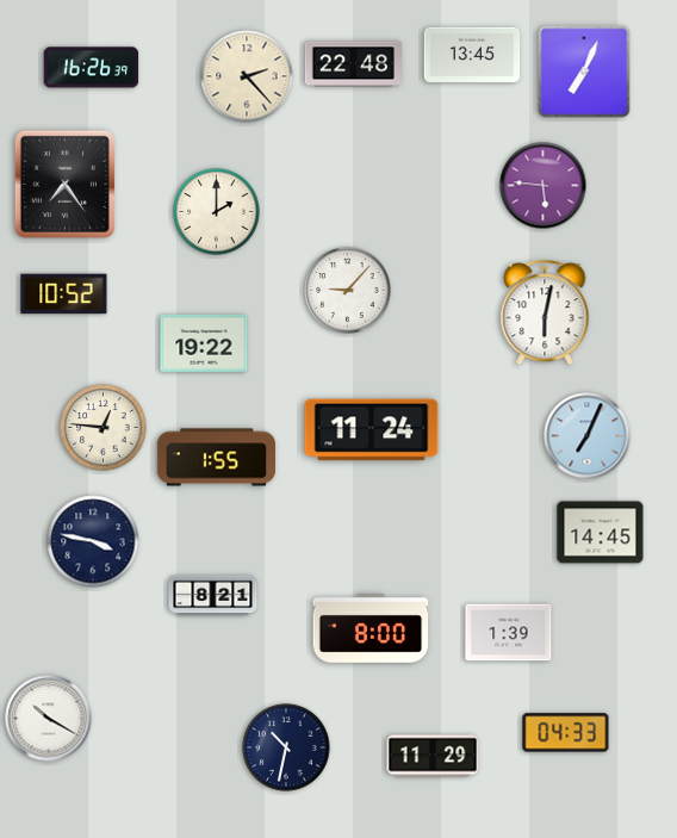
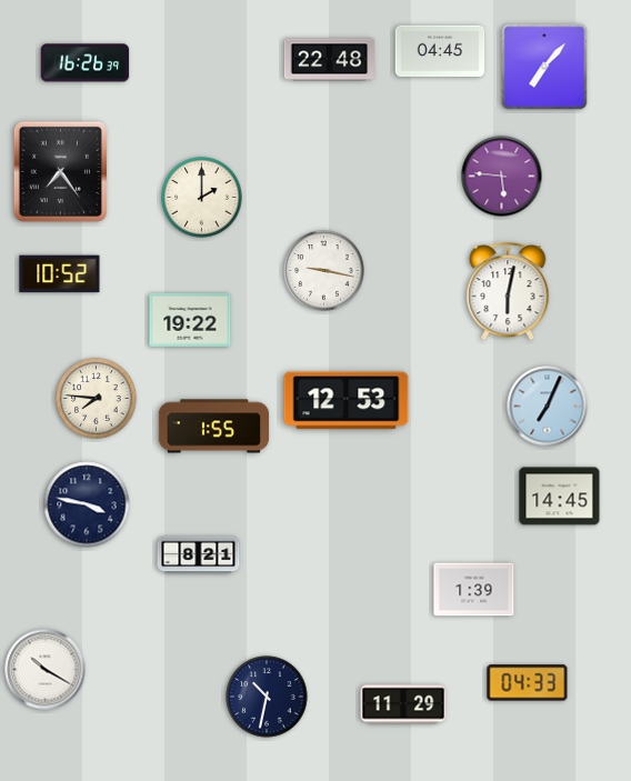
clock at (472, 54): 13:45 -> 04:45
clock at (584, 72): 7:04 -> 7:07
clock at (247, 76): 2:23 -> none
clock at (544, 186) position: (544, 186) -> (502, 177)
clock at (348, 291): 9:07 -> 9:17
clock at (104, 428): 12:46 -> 7:46
clock at (372, 430): 11:24 -> 12:53
clock at (217, 458) position: (217, 458) -> (214, 427)
clock at (371, 628): 8:00 -> none
